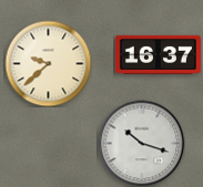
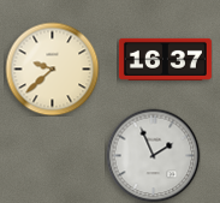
clock at (158, 54) position: (158, 54) -> (165, 59)
clock at (141, 143): 10:18 -> 1:56
